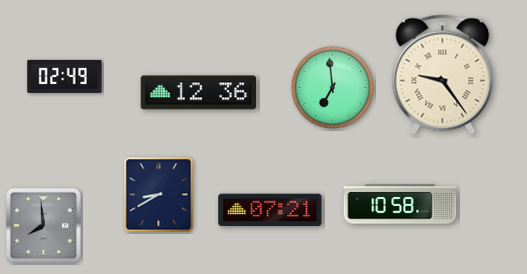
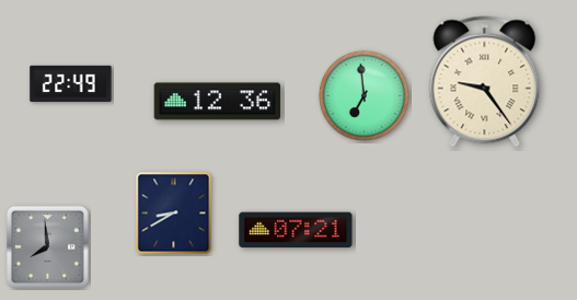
clock at (65, 76): 02:49 -> 22:49
clock at (400, 204): 10:58 -> none
